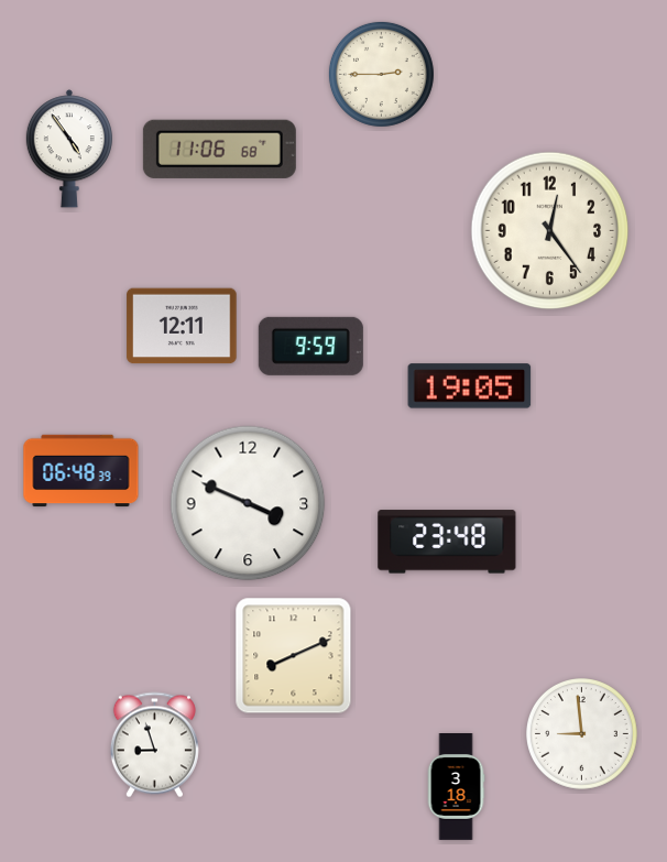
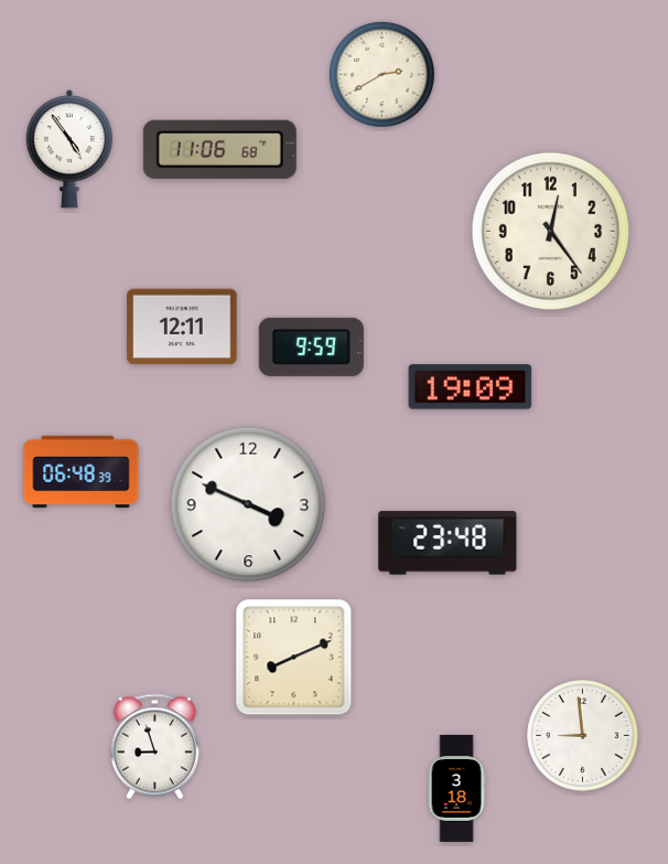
clock at (381, 74): 2:45 -> 2:40
clock at (470, 386): 19:05 -> 19:09
